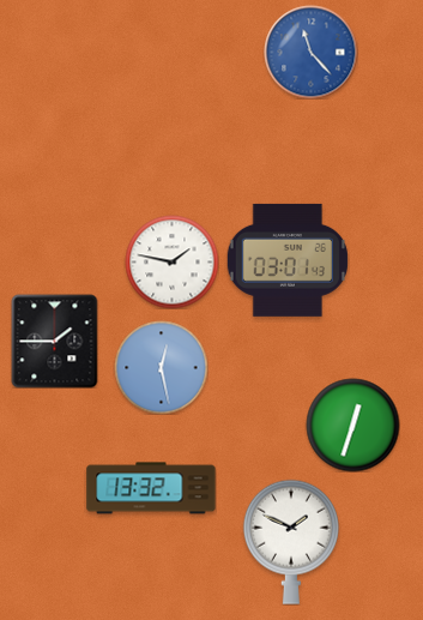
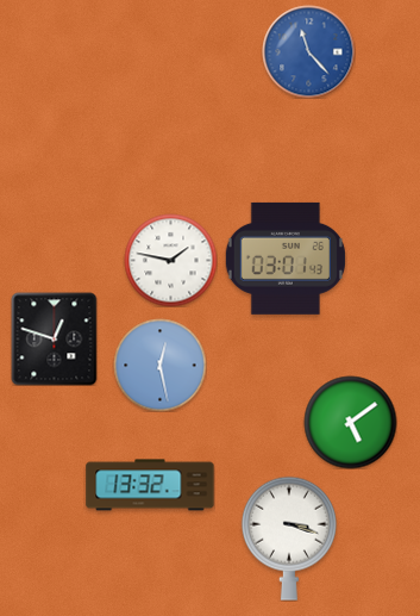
clock at (55, 341): 1:45 -> 12:48
clock at (352, 425): 12:33 -> 5:09
clock at (291, 542): 1:49 -> 3:18
